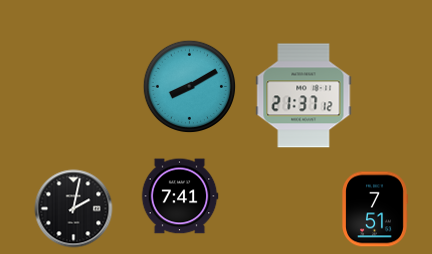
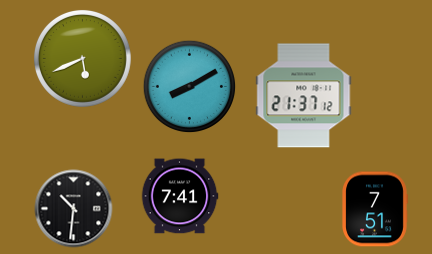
clock at (82, 58): none -> 5:41
clock at (74, 209): 2:02 -> 10:31
